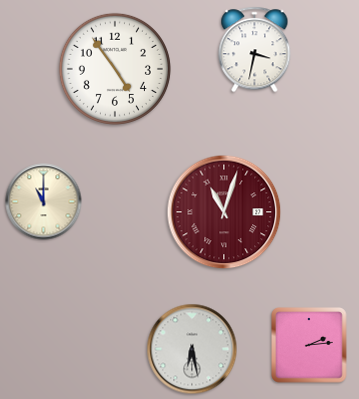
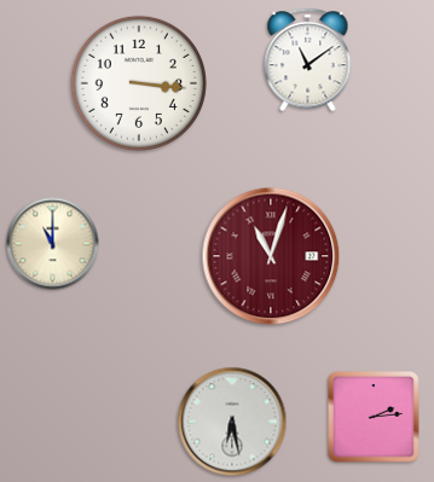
clock at (255, 50): 3:32 -> 11:09
clock at (115, 69): 4:54 -> 3:16
